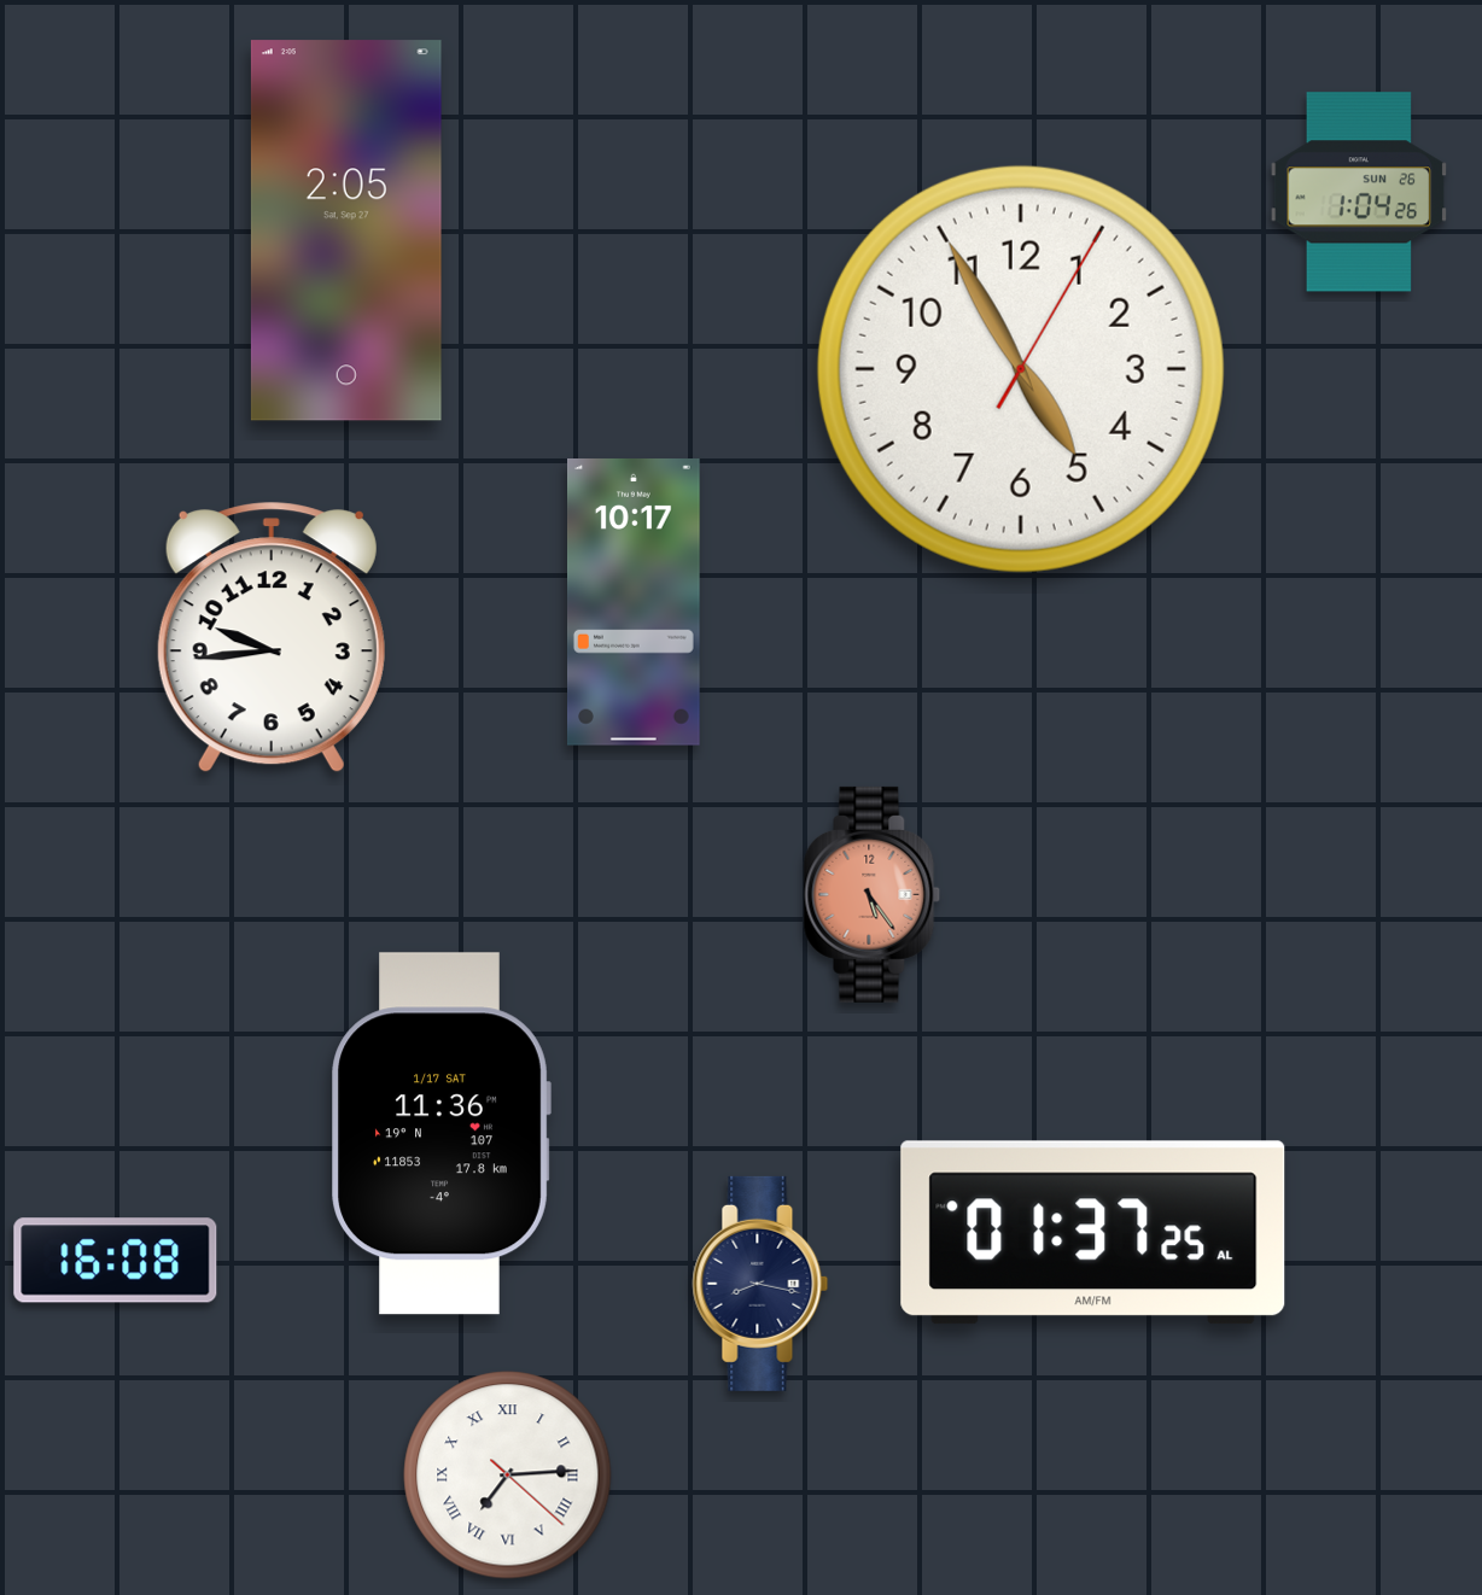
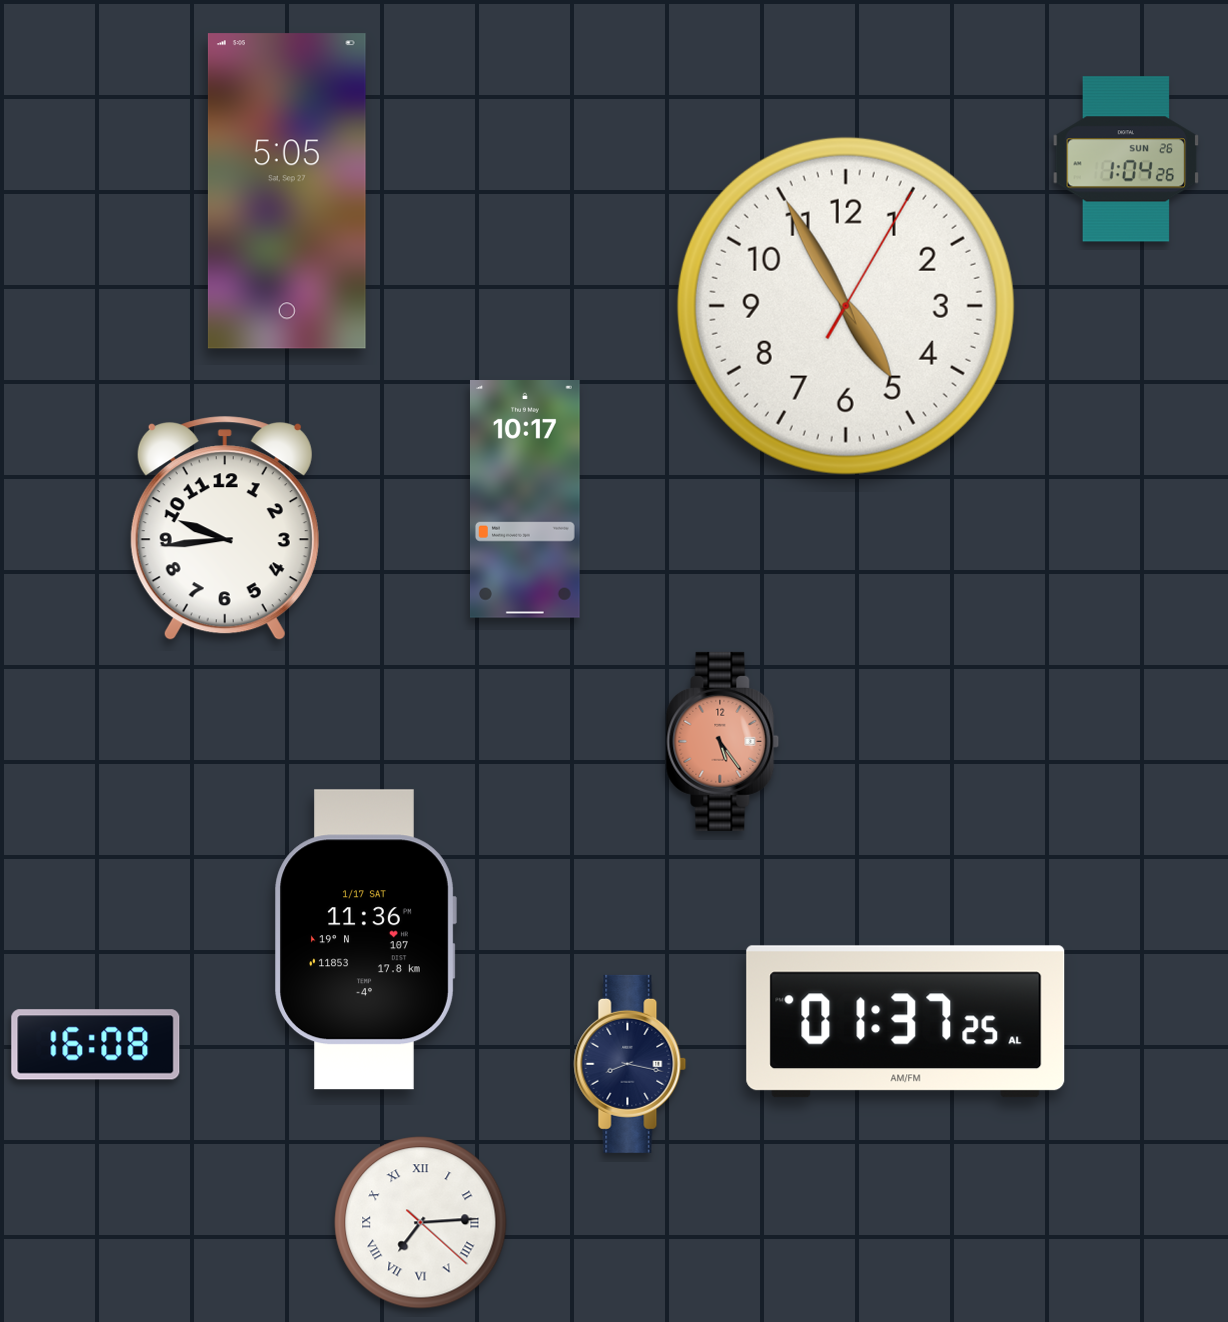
clock at (346, 230): 2:05 -> 5:05
